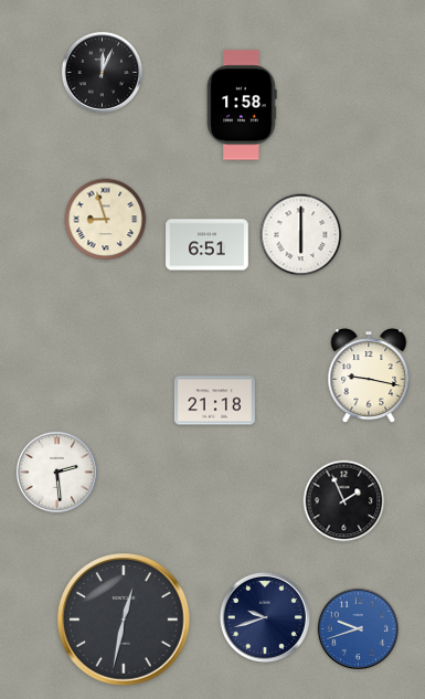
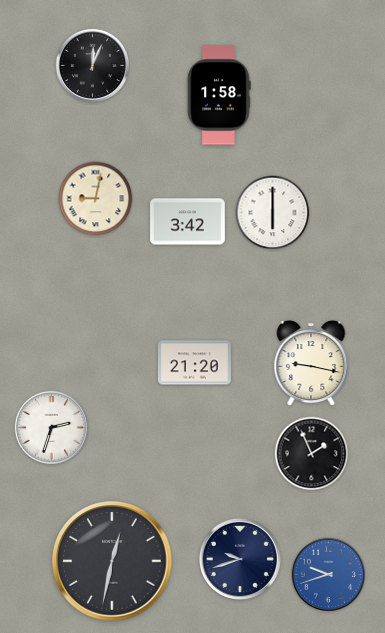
clock at (106, 220): 8:57 -> 9:02
clock at (208, 245): 6:51 -> 3:42
clock at (369, 377) position: (369, 377) -> (311, 364)
clock at (214, 401): 21:18 -> 21:20
clock at (56, 472): 2:29 -> 2:33
clock at (358, 628) position: (358, 628) -> (328, 574)
